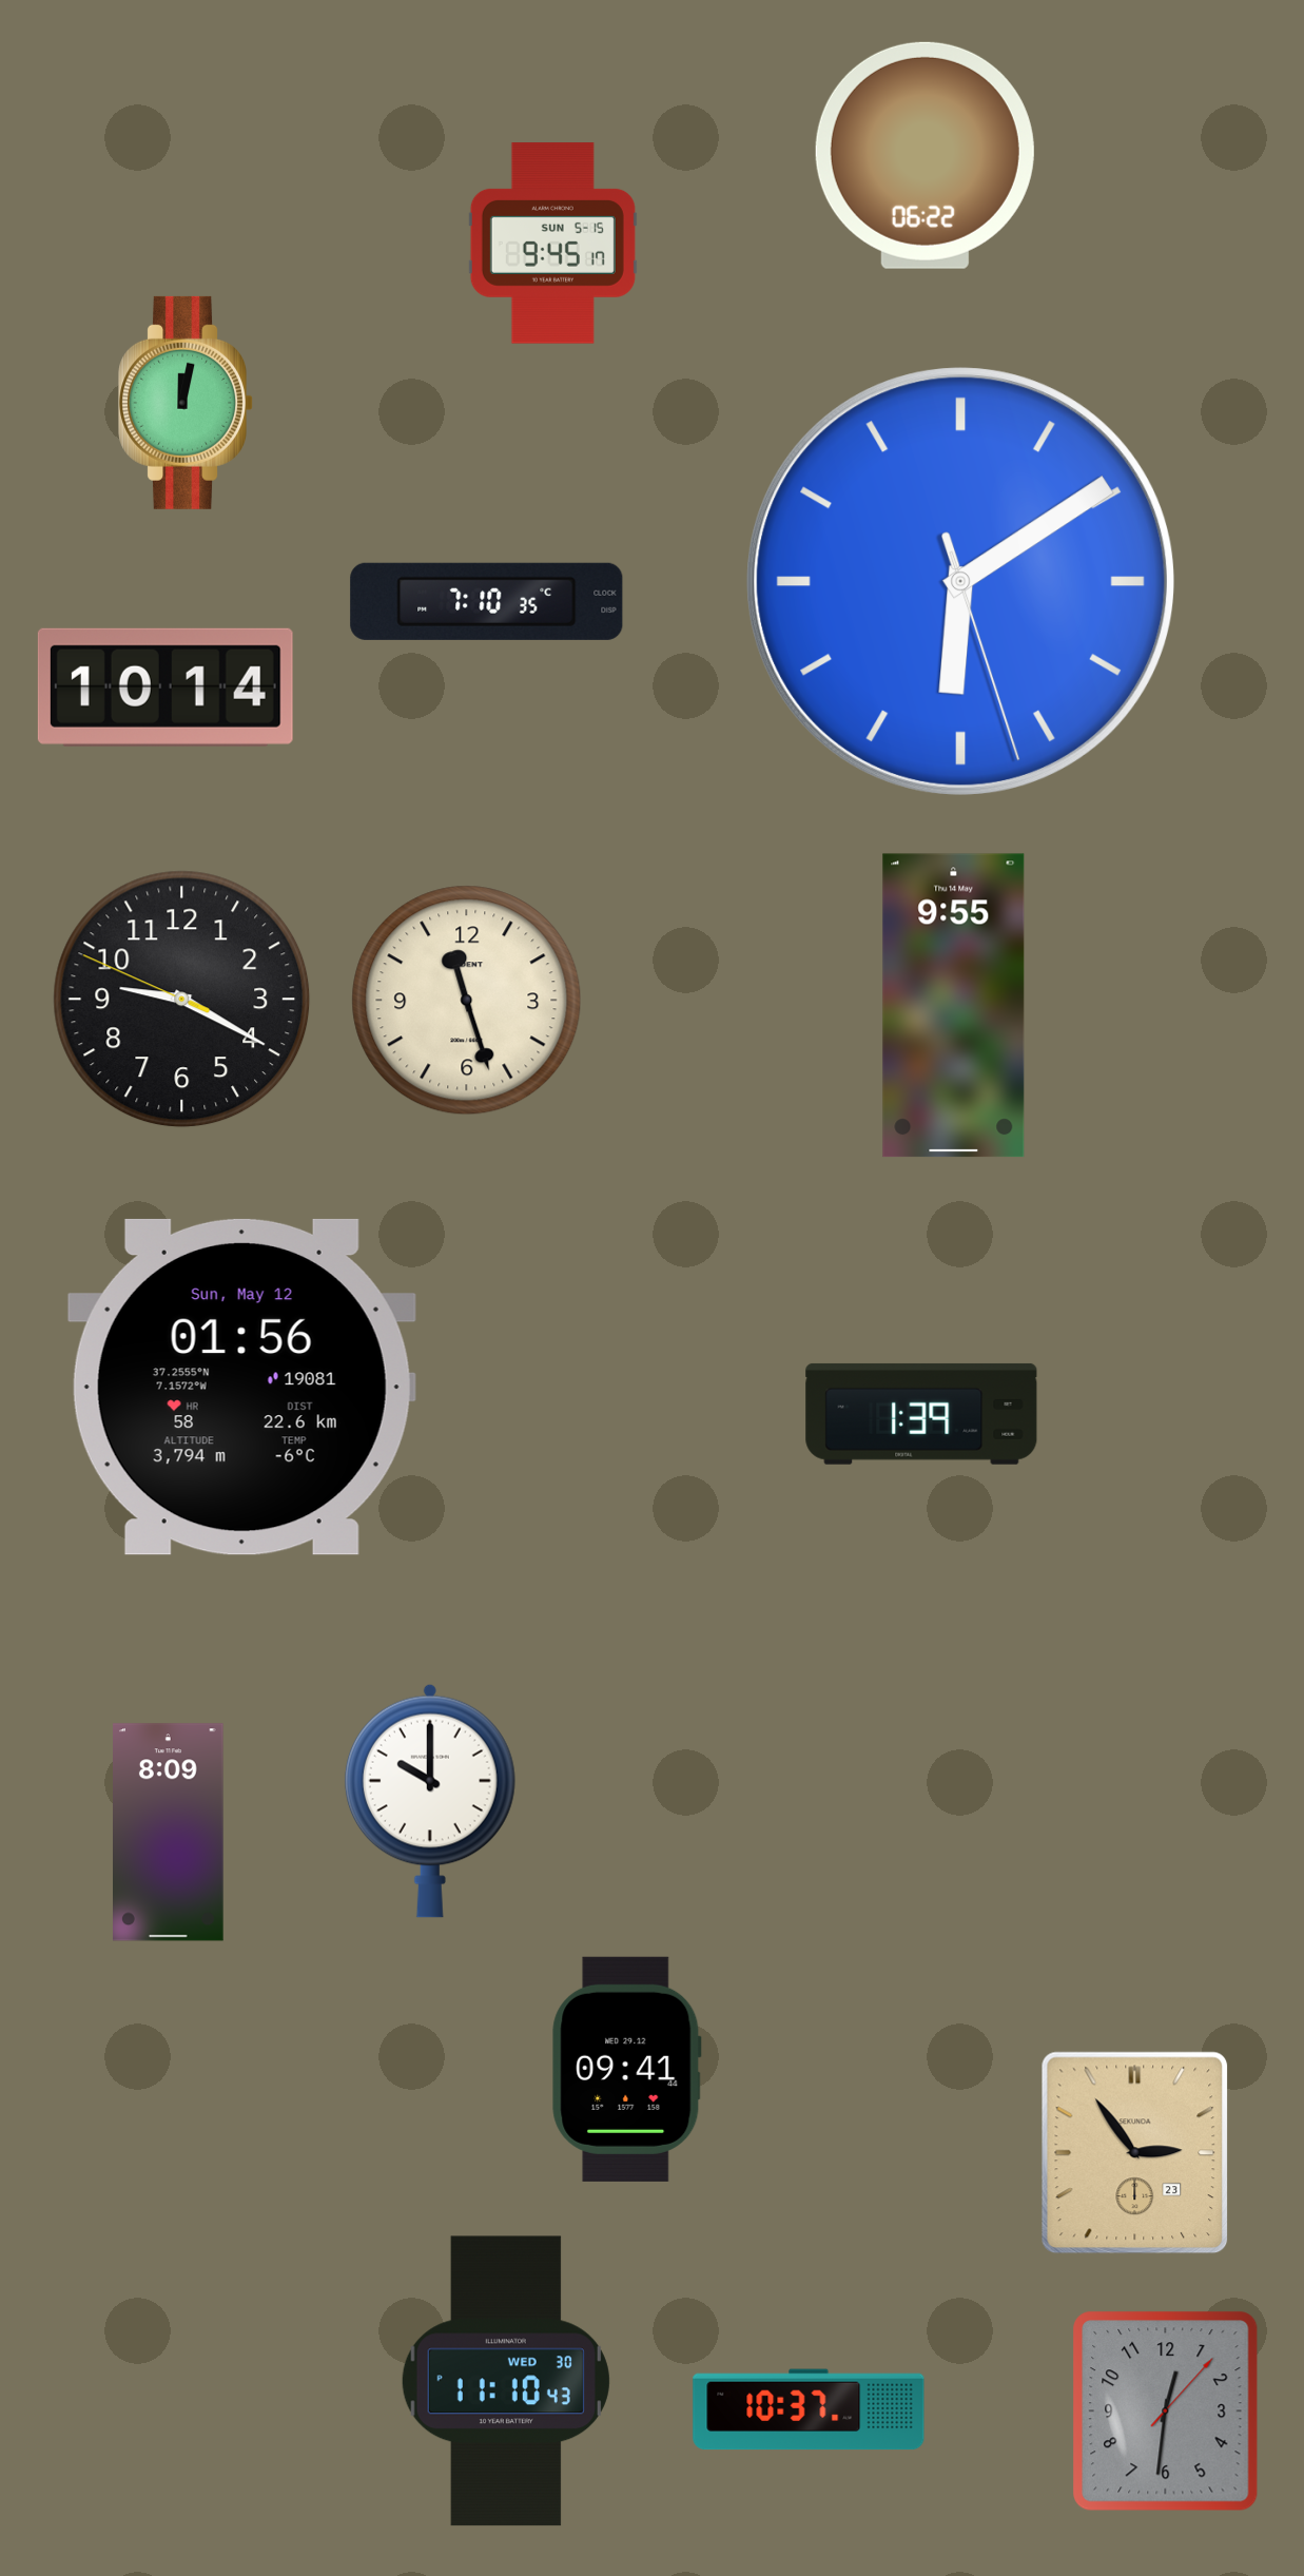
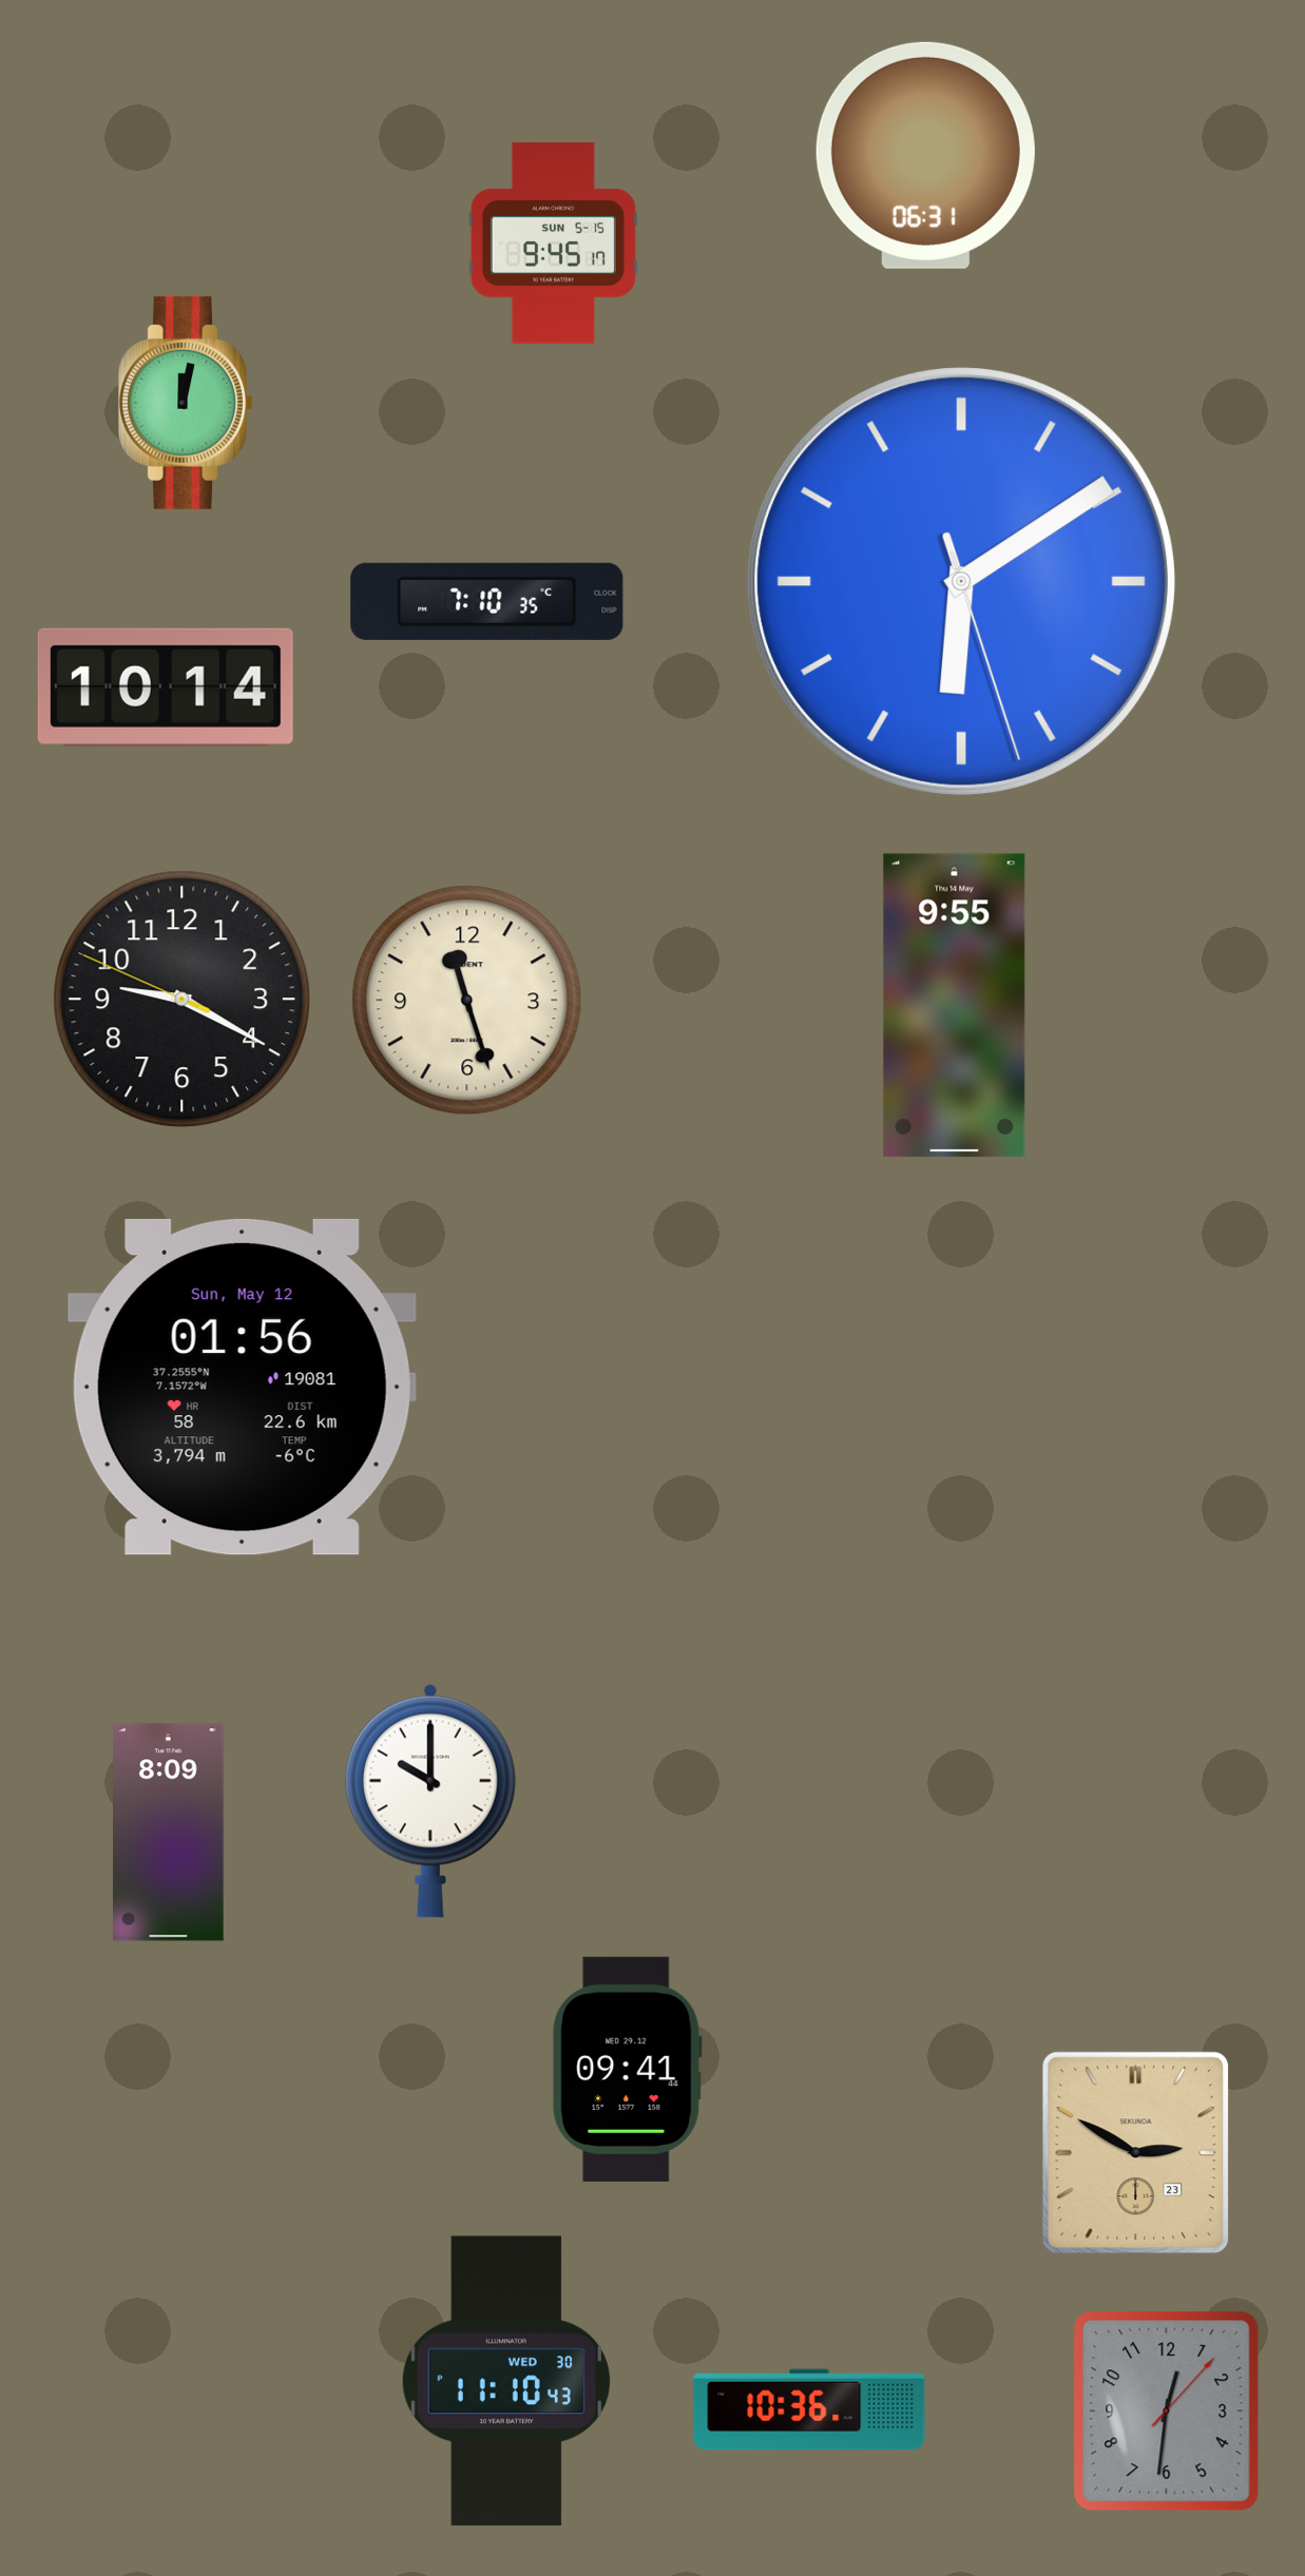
clock at (925, 155): 06:22 -> 06:31
clock at (921, 1414): 1:39 -> none
clock at (1135, 2153): 2:54 -> 2:50
clock at (809, 2409): 10:37 -> 10:36
